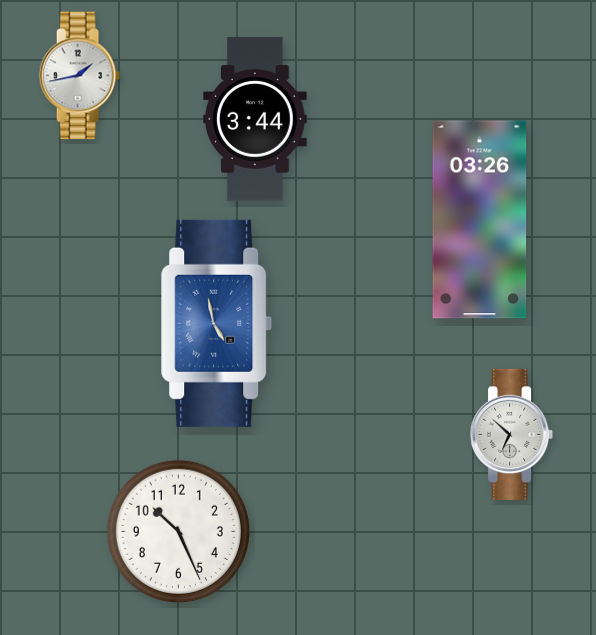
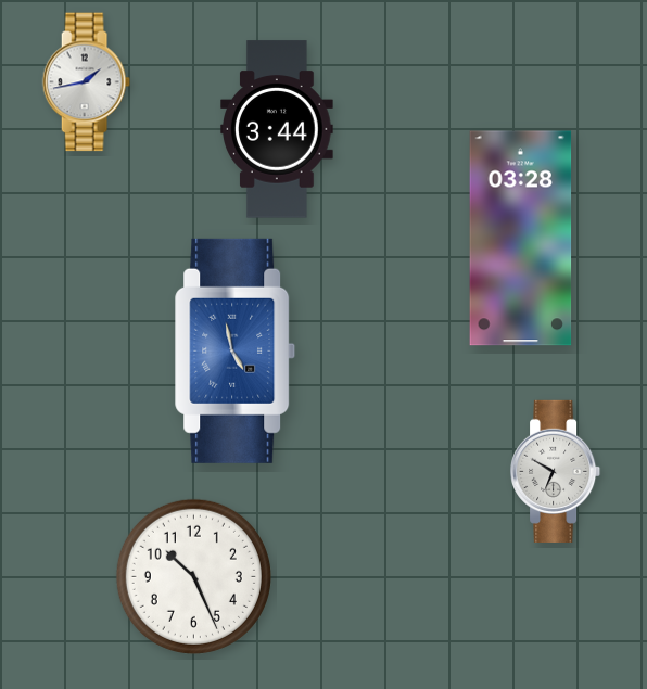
clock at (480, 220): 03:26 -> 03:28
clock at (513, 434): 6:52 -> 6:50
